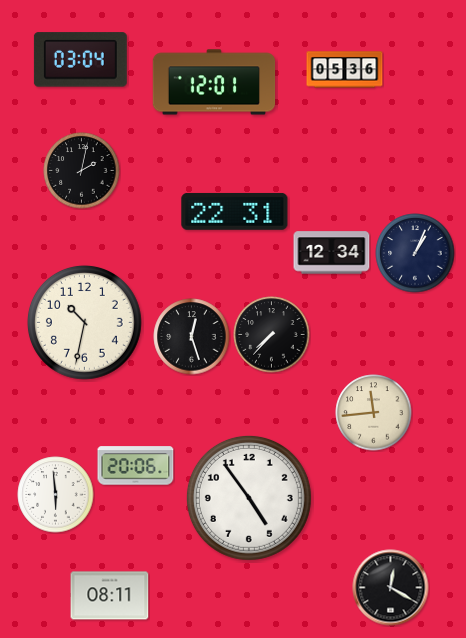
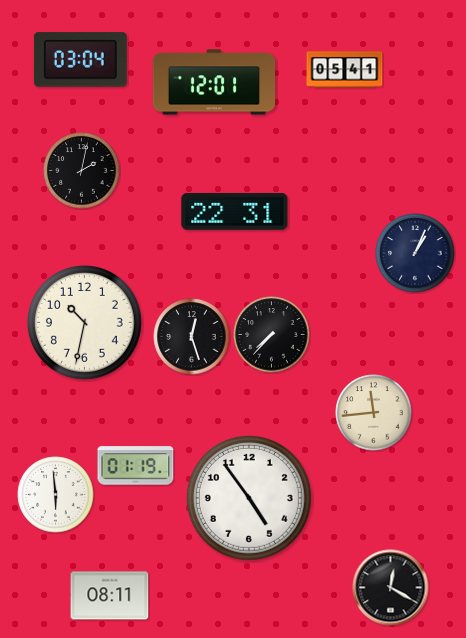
clock at (345, 70): 05:36 -> 05:41
clock at (332, 253): 12:34 -> none
clock at (136, 466): 20:06 -> 01:19
